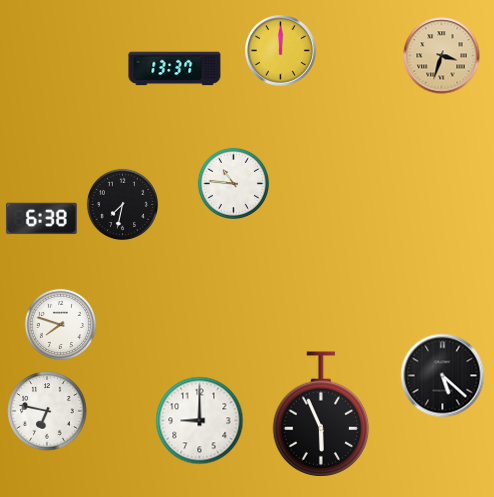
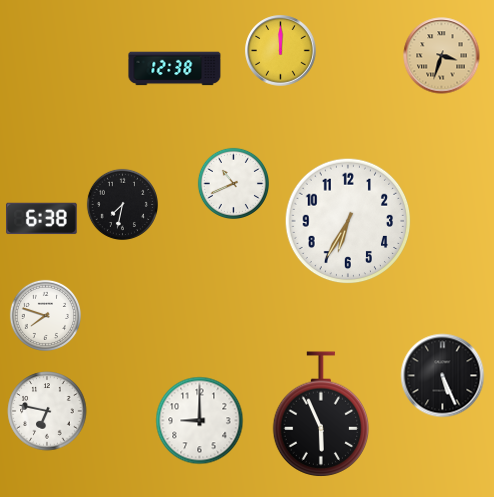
clock at (175, 69): 13:37 -> 12:38
clock at (233, 183): 10:46 -> 10:41
clock at (348, 221): none -> 6:35
clock at (60, 324) position: (60, 324) -> (45, 315)
clock at (443, 376): 5:22 -> 5:26
